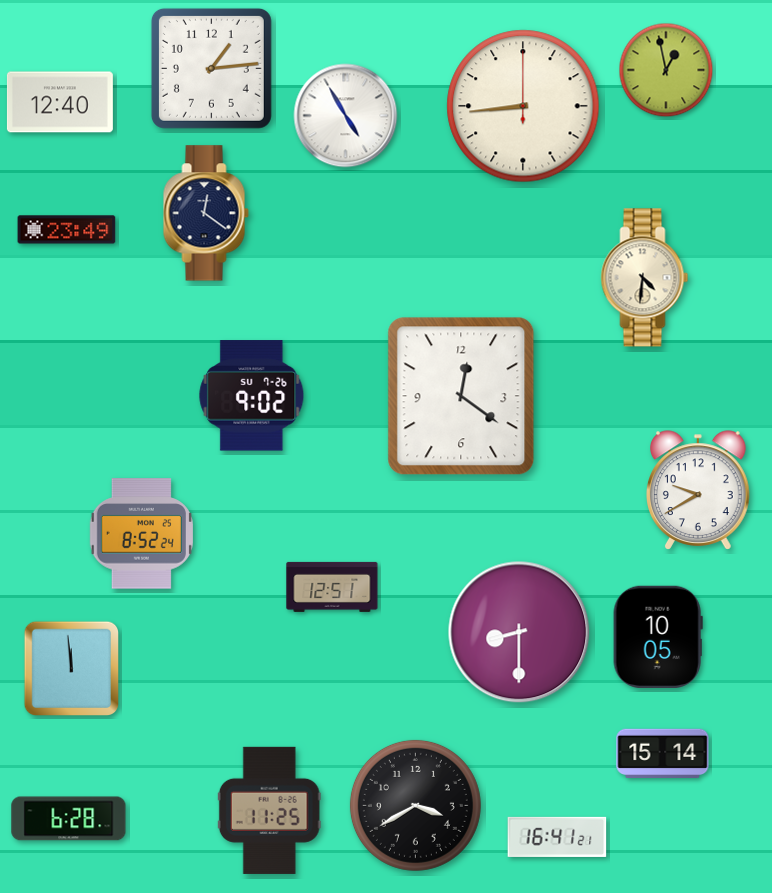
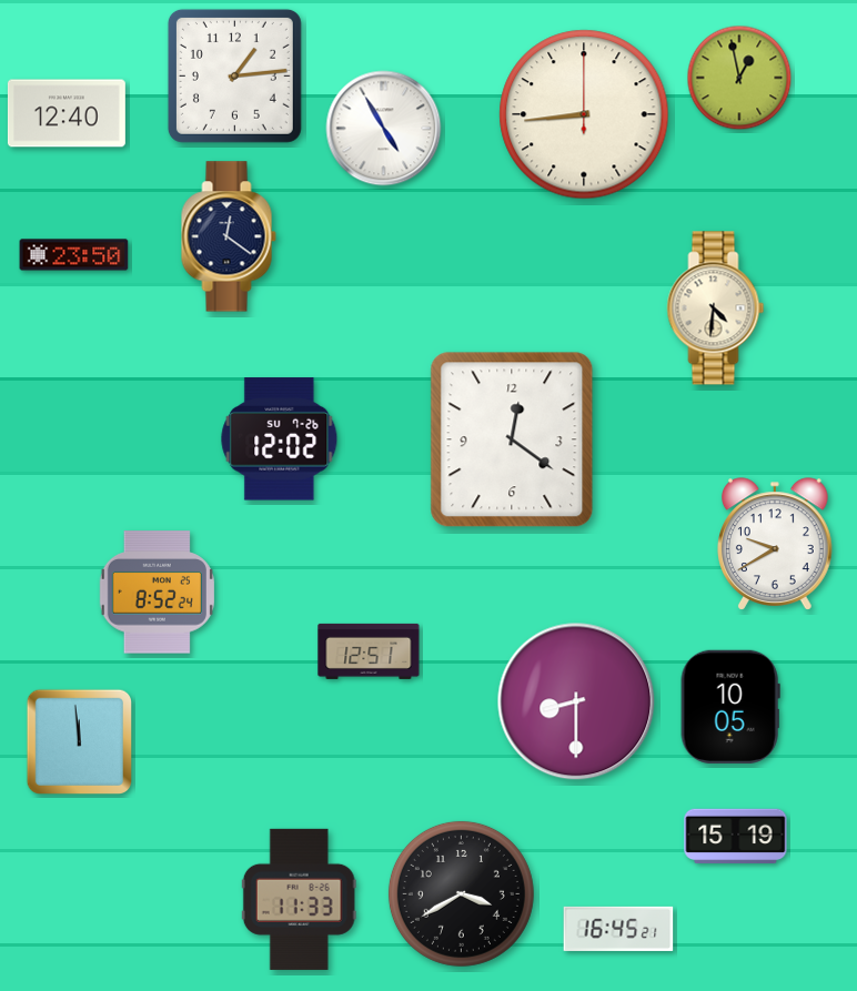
clock at (523, 106) position: (523, 106) -> (584, 114)
clock at (67, 230): 23:49 -> 23:50
clock at (252, 396): 9:02 -> 12:02
clock at (663, 754): 15:14 -> 15:19
clock at (269, 810): 11:25 -> 11:33
clock at (69, 819): 6:28 -> none
clock at (557, 837): 16:41 -> 16:45
